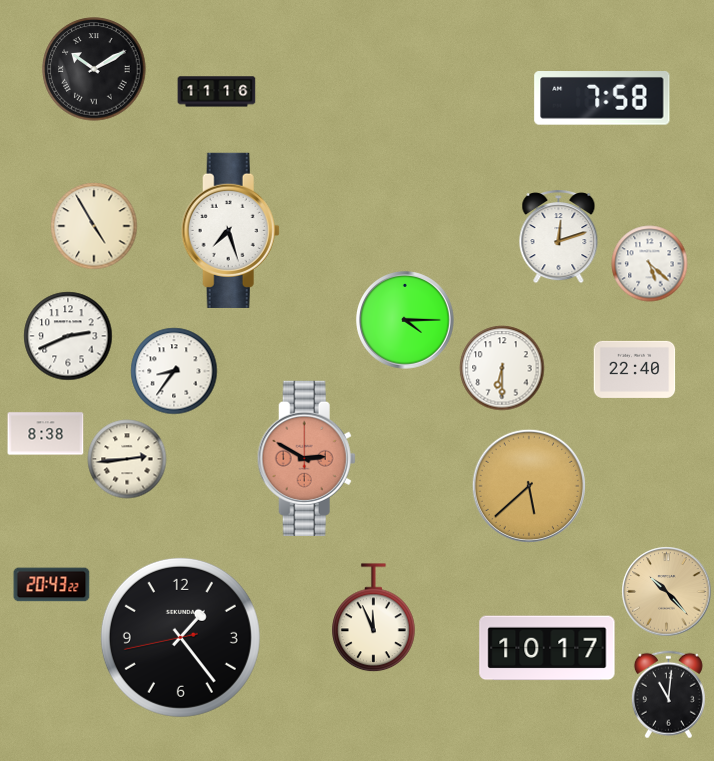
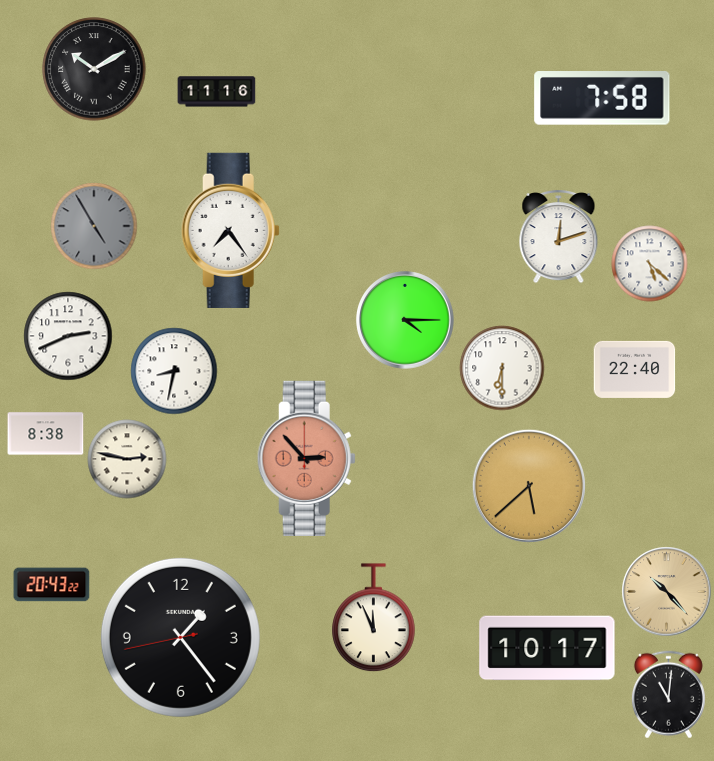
clock at (94, 226) dial: cream -> grey
clock at (230, 230): 7:27 -> 7:24
clock at (174, 371): 8:36 -> 8:32
clock at (306, 458): 2:50 -> 2:53
clock at (127, 459): 2:44 -> 2:47
